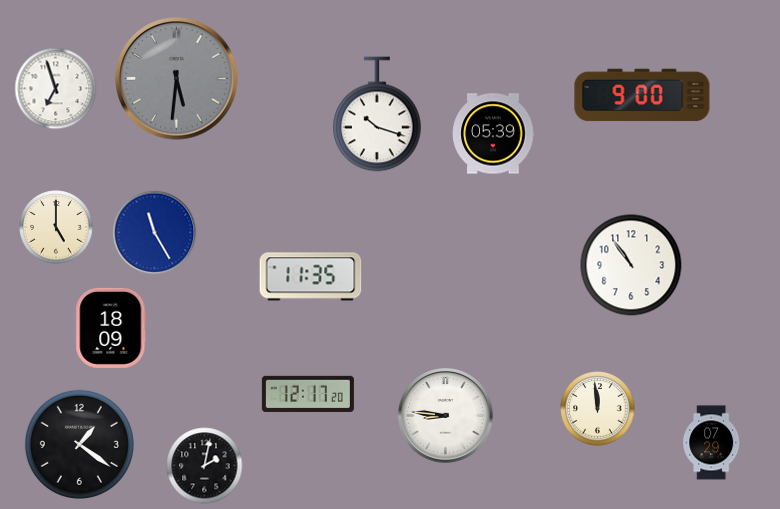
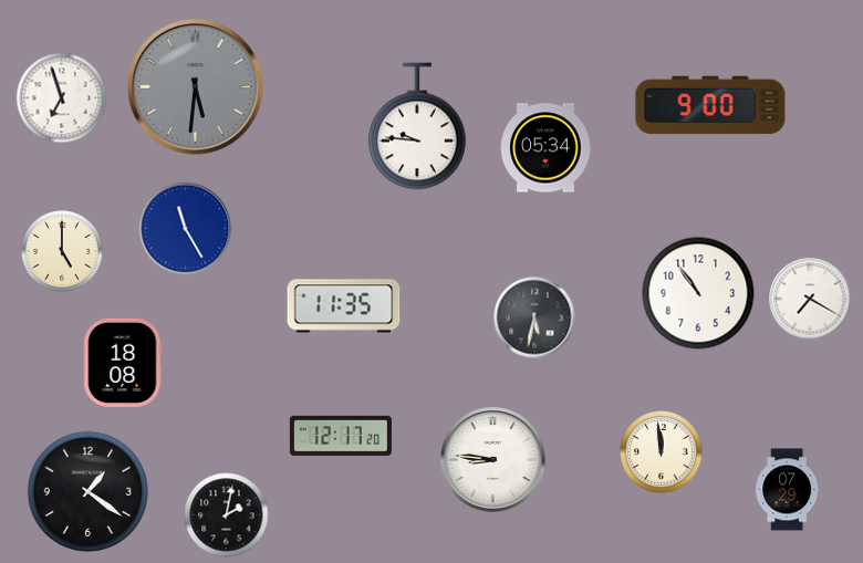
clock at (377, 114): 10:18 -> 9:46
clock at (494, 134): 05:39 -> 05:34
clock at (155, 233) position: (155, 233) -> (186, 229)
clock at (810, 299): none -> 7:20
clock at (534, 317): none -> 5:32
clock at (111, 328): 18:09 -> 18:08
